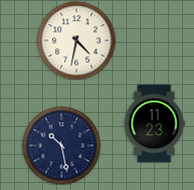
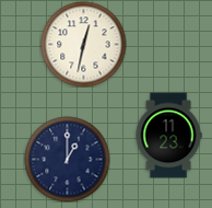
clock at (76, 40): 4:32 -> 12:32
clock at (61, 145): 10:28 -> 1:00
